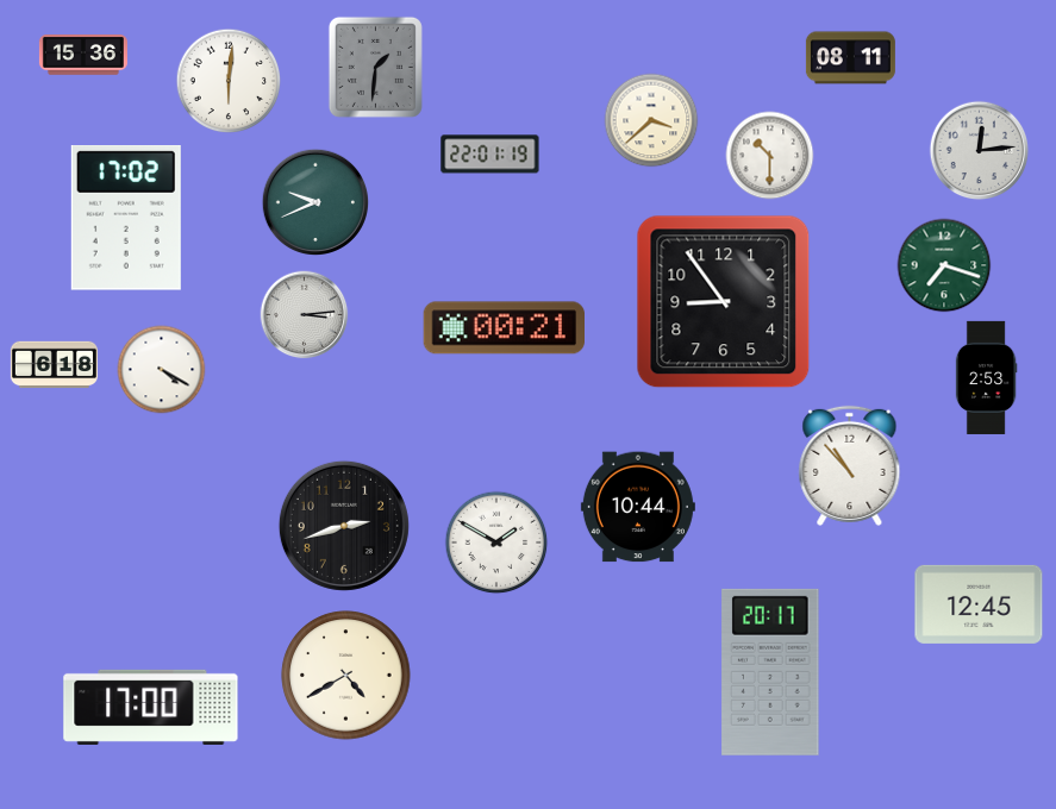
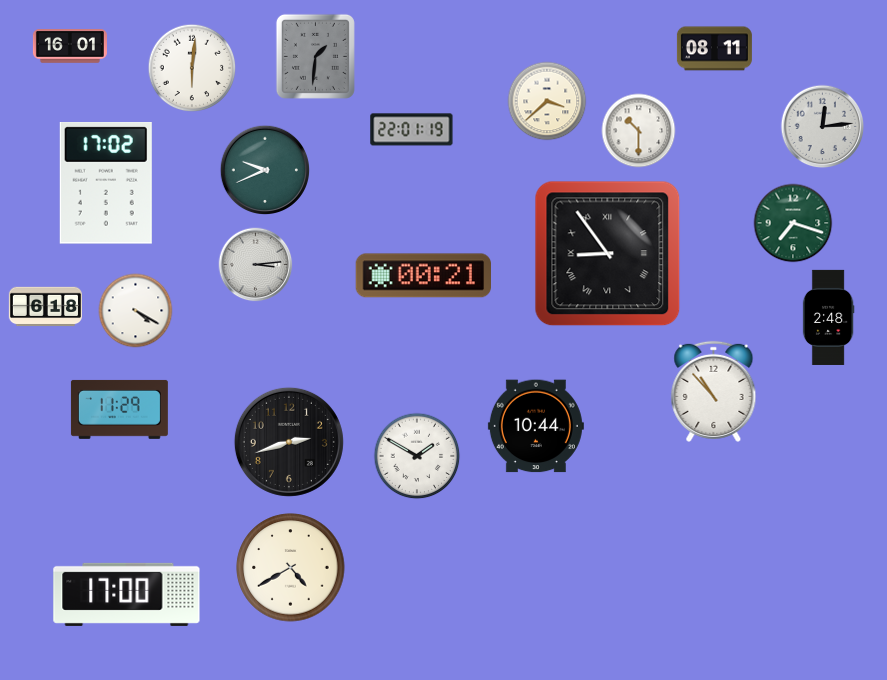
clock at (83, 55): 15:36 -> 16:01
clock at (770, 156) position: (770, 156) -> (639, 131)
clock at (724, 302) numerals: Arabic -> Roman
clock at (986, 377): 2:53 -> 2:48
clock at (119, 409): none -> 11:29
clock at (979, 604): 12:45 -> none
clock at (770, 672): 20:17 -> none
